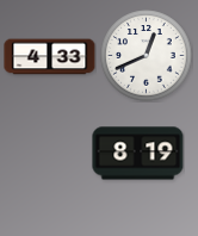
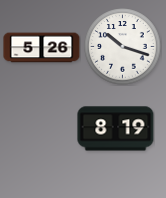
clock at (147, 56): 12:41 -> 10:18
clock at (50, 57): 4:33 -> 5:26
